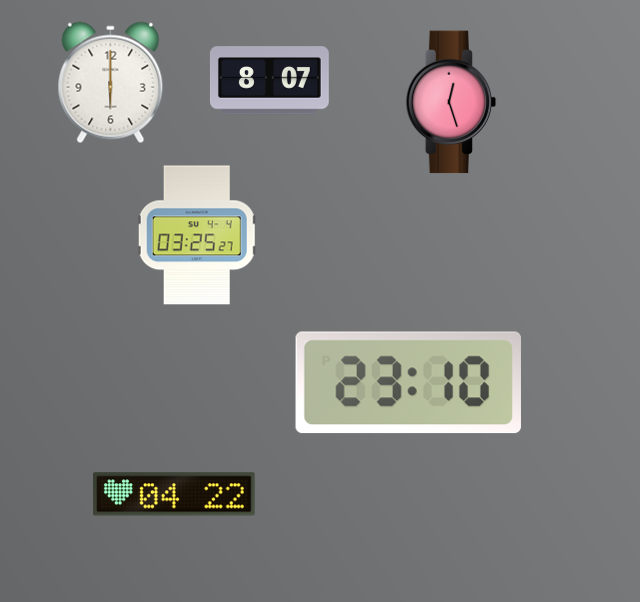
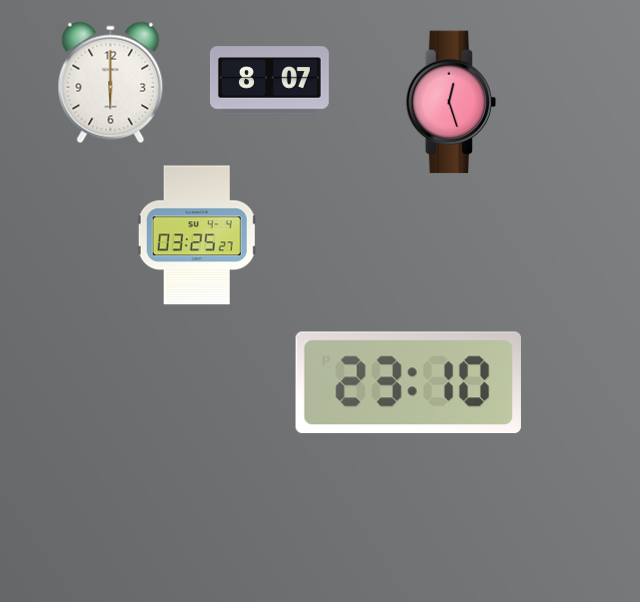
clock at (174, 494): 04:22 -> none
